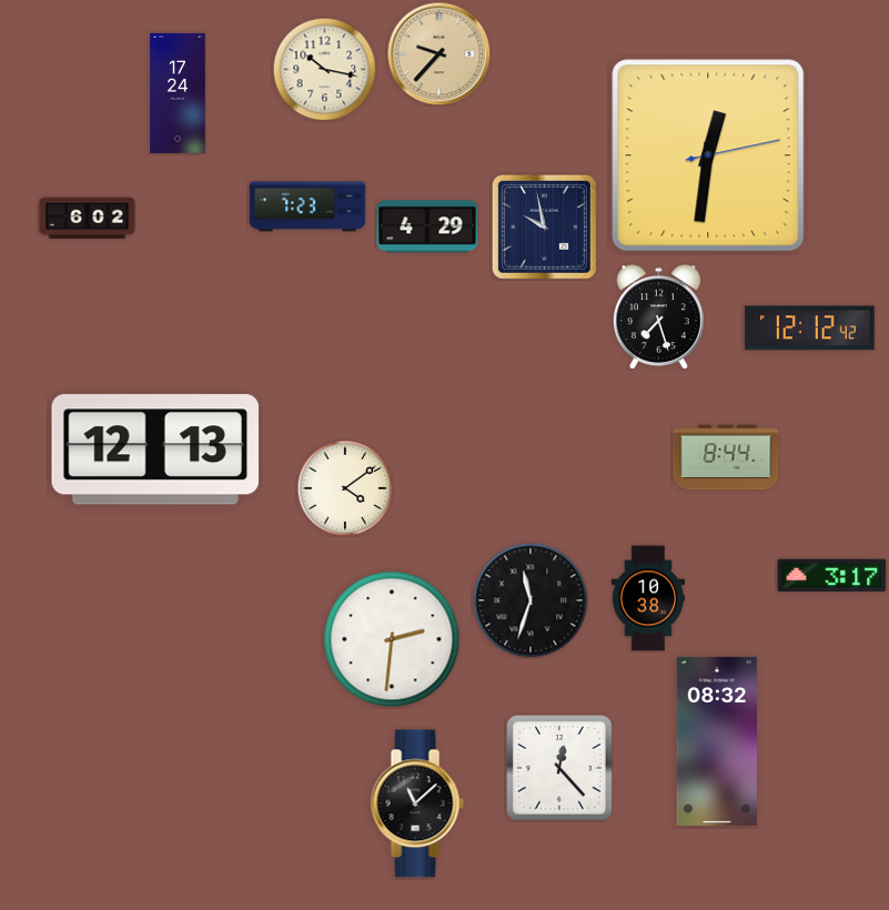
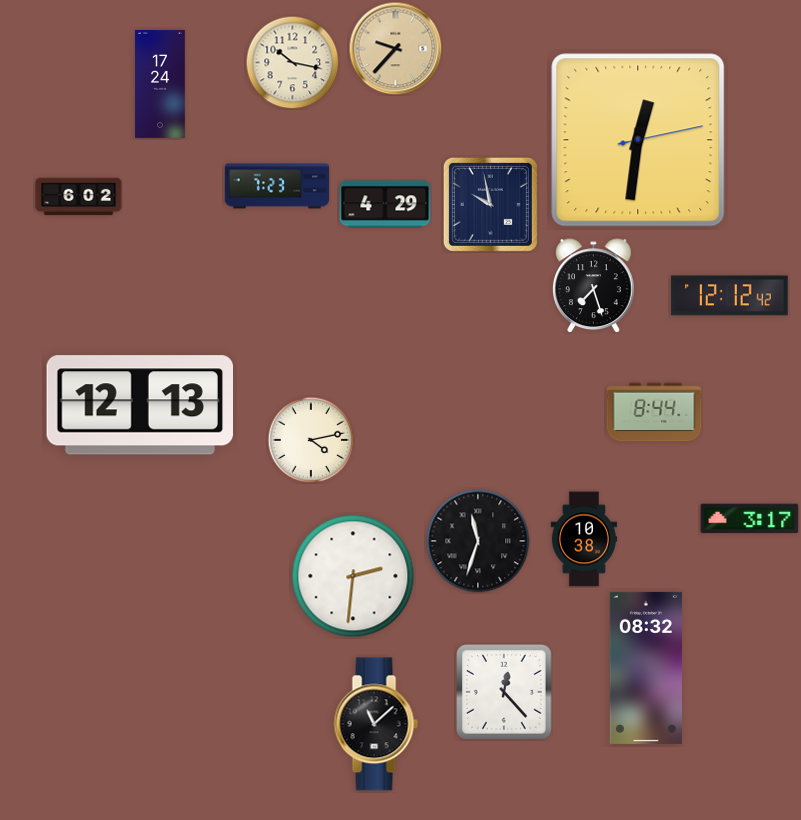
clock at (345, 488): 4:09 -> 4:13
